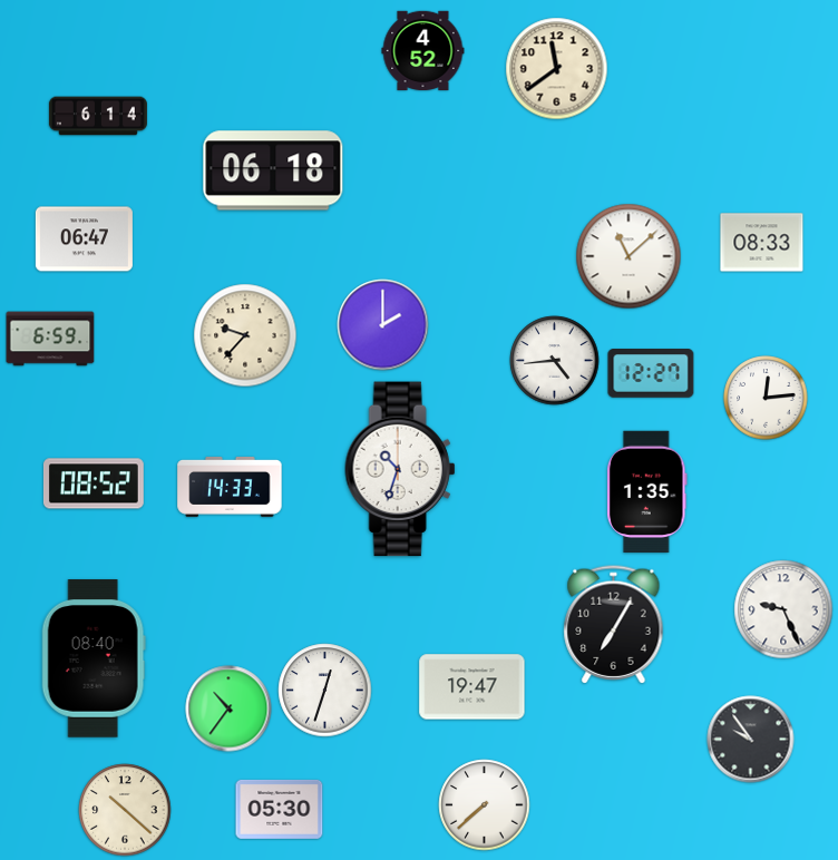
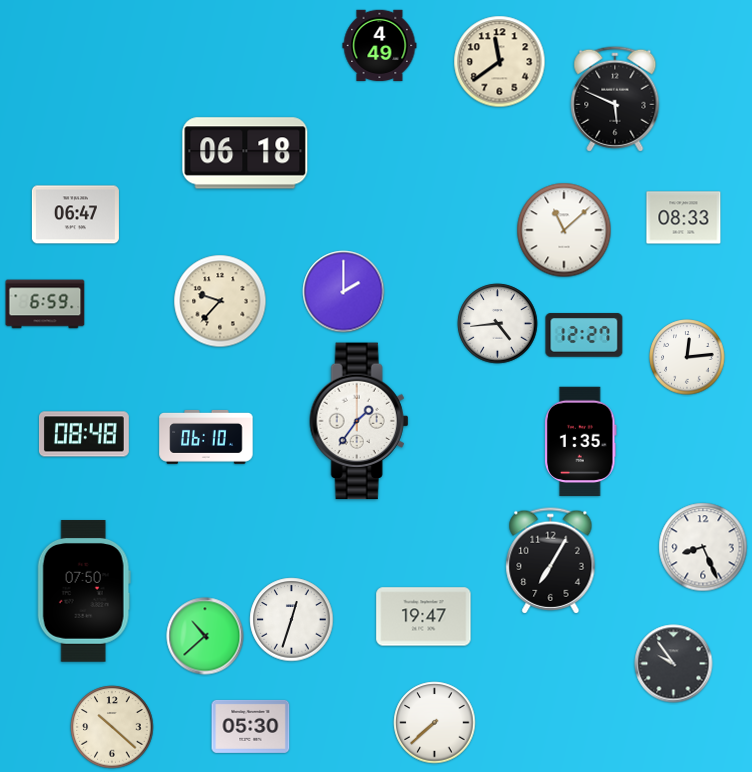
clock at (423, 50): 4:52 -> 4:49
clock at (615, 99): none -> 5:49
clock at (98, 116): 6:14 -> none
clock at (400, 469): 10:33 -> 1:36
clock at (94, 483): 08:52 -> 08:48
clock at (230, 487): 14:33 -> 06:10
clock at (783, 609): 9:26 -> 8:26
clock at (94, 658): 08:40 -> 07:50
clock at (228, 708): 10:36 -> 10:38
